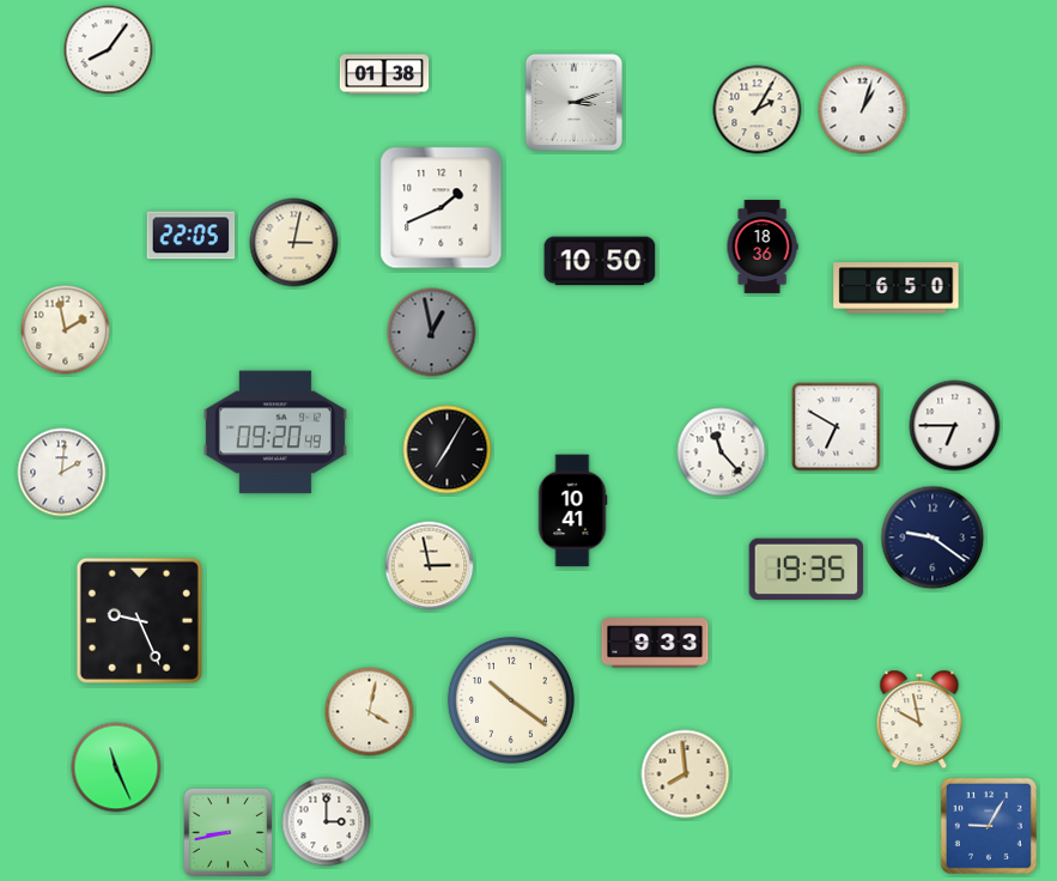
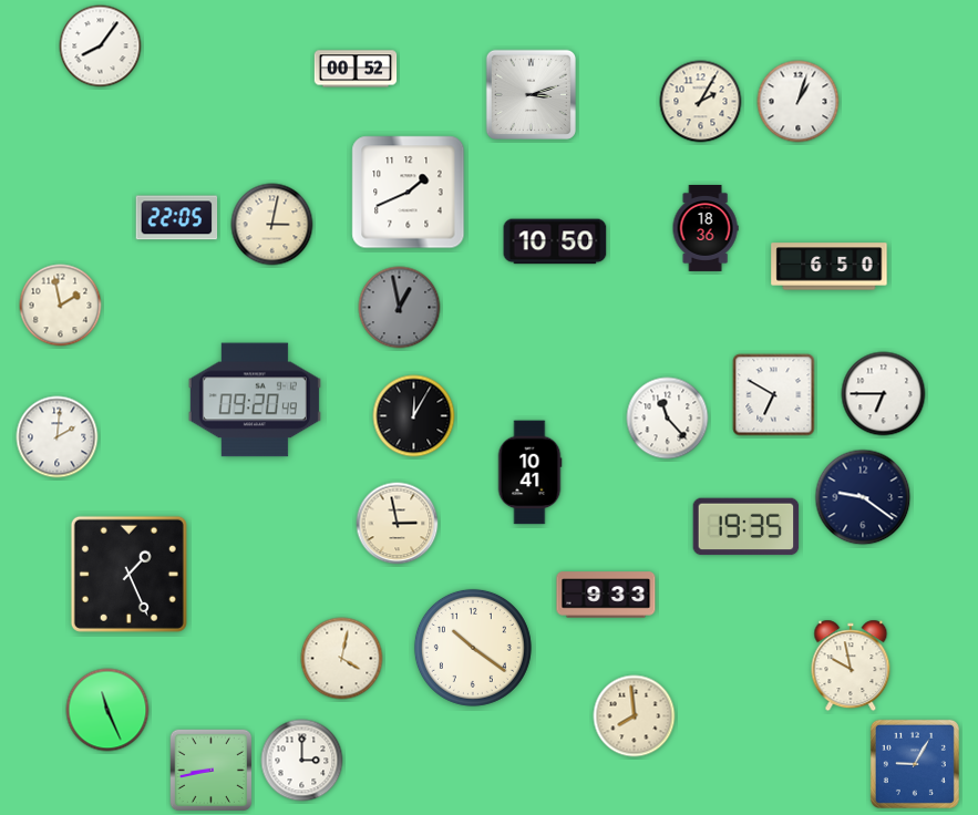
clock at (384, 74): 01:38 -> 00:52
clock at (448, 450): 7:05 -> 12:05
clock at (139, 620): 9:26 -> 1:26
